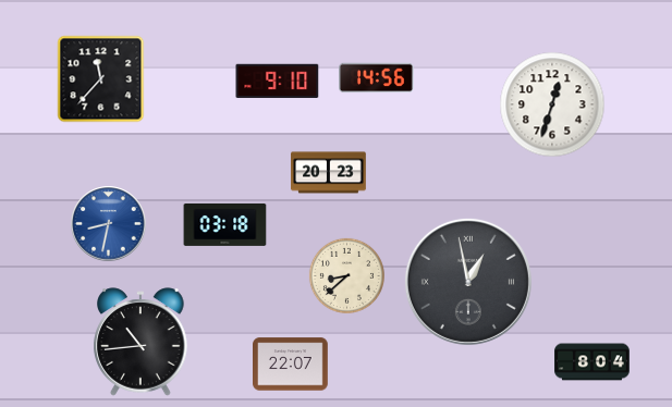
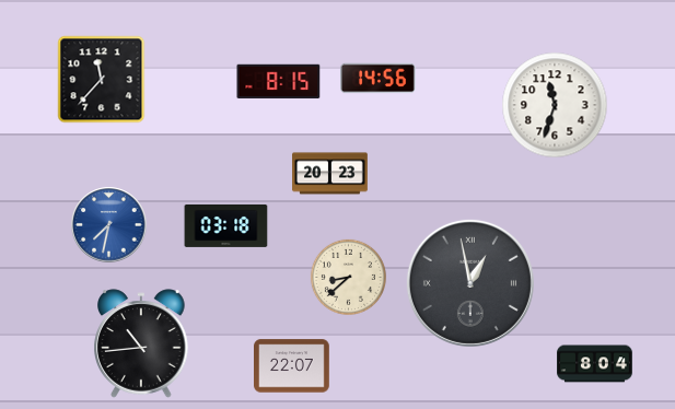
clock at (278, 81): 9:10 -> 8:15
clock at (552, 104): 12:33 -> 11:33
clock at (109, 224): 8:32 -> 7:32
